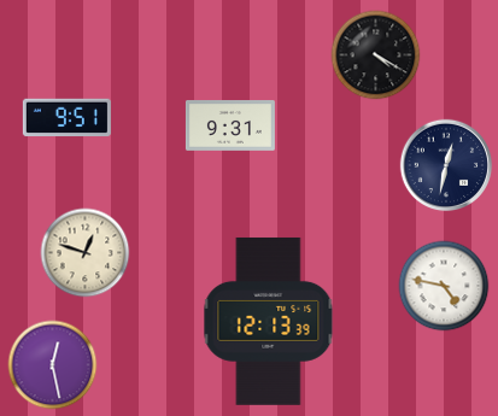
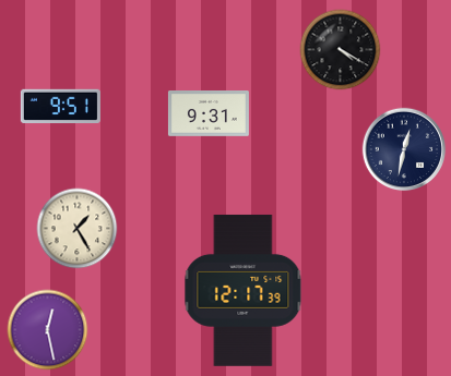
clock at (86, 253): 12:48 -> 1:25
clock at (444, 286): 4:47 -> none
clock at (269, 321): 12:13 -> 12:17
